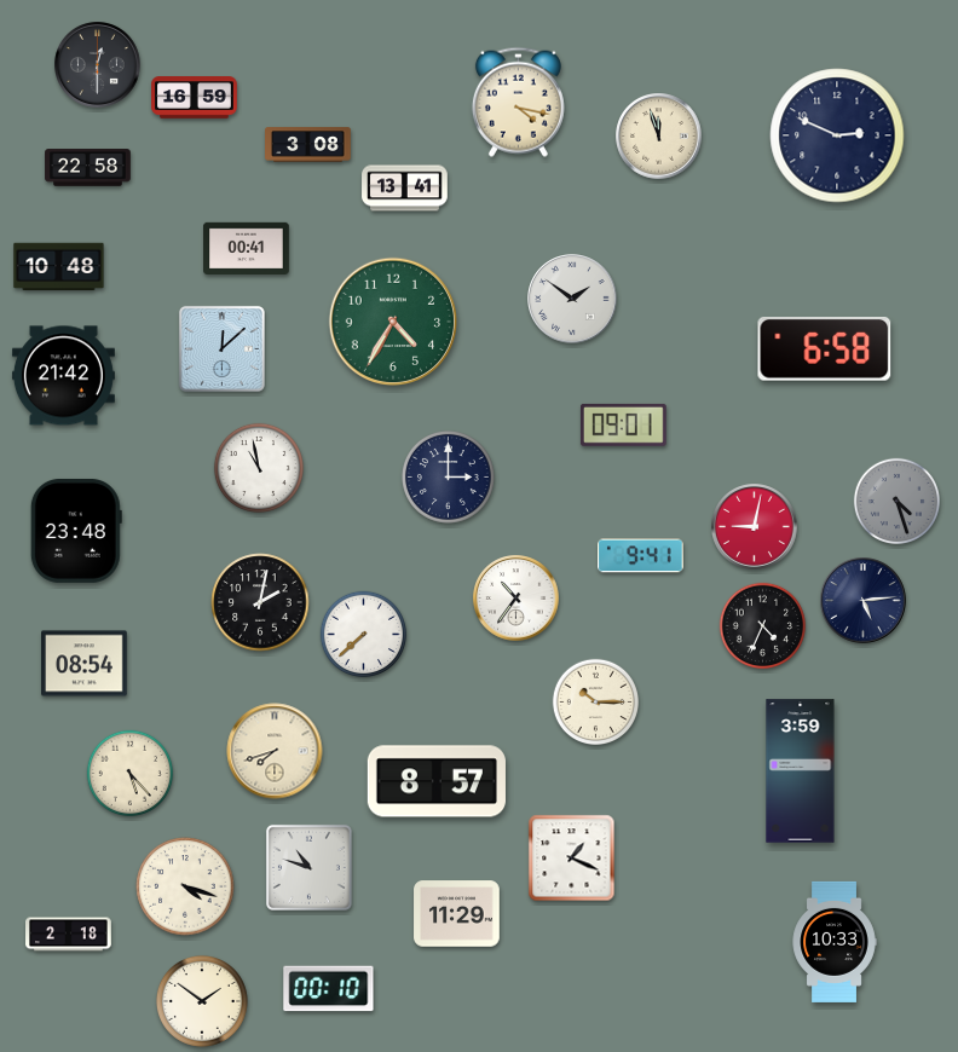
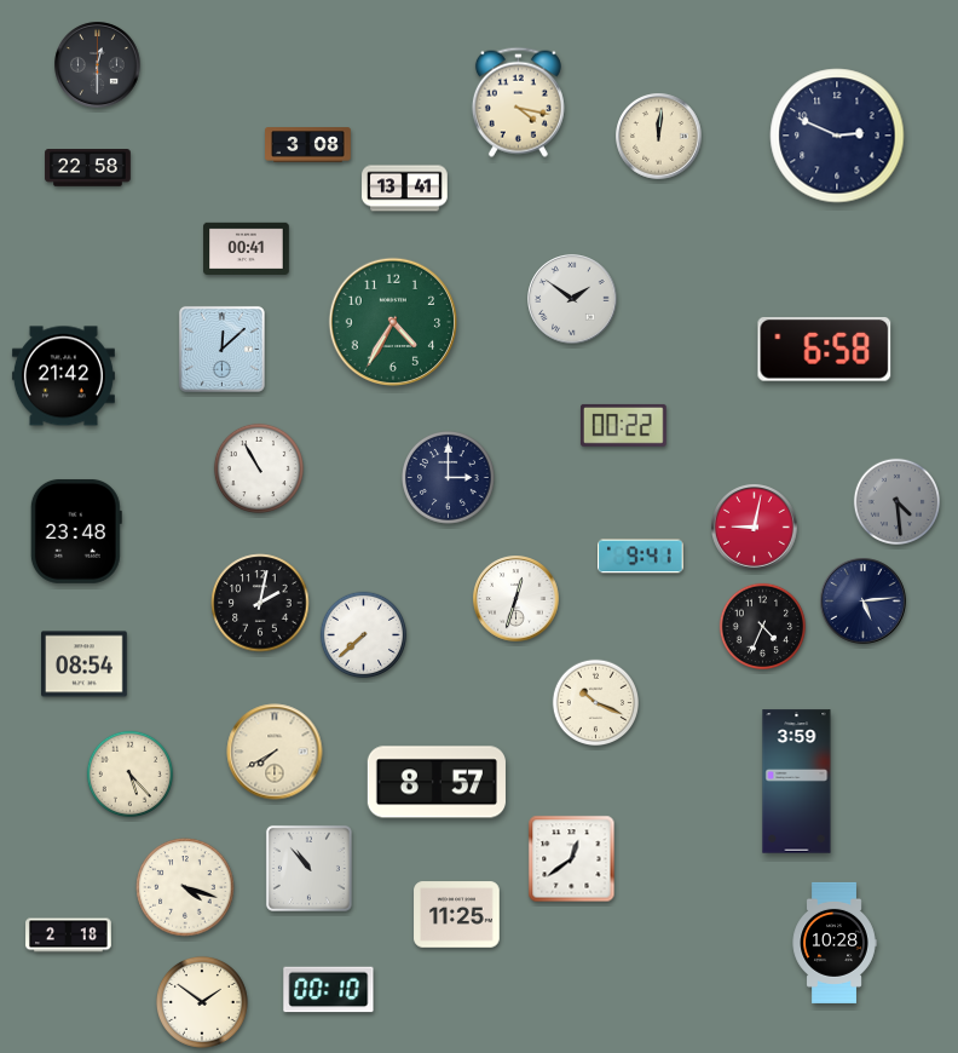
clock at (195, 98): 16:59 -> none
clock at (659, 137): 11:57 -> 12:01
clock at (59, 267): 10:48 -> none
clock at (623, 424): 09:01 -> 00:22
clock at (259, 468): 10:58 -> 10:55
clock at (898, 502): 4:27 -> 4:29
clock at (516, 599): 10:36 -> 12:33
clock at (596, 703): 10:15 -> 10:19
clock at (275, 751): 7:42 -> 7:40
clock at (801, 771) position: (801, 771) -> (797, 782)
clock at (572, 859): 1:19 -> 12:39
clock at (308, 867): 10:48 -> 10:53
clock at (457, 914): 11:29 -> 11:25
clock at (835, 942): 10:33 -> 10:28
